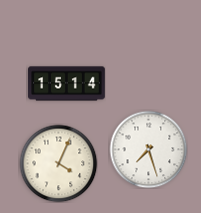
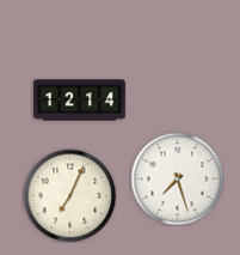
clock at (67, 84): 15:14 -> 12:14
clock at (58, 163): 4:04 -> 7:04
